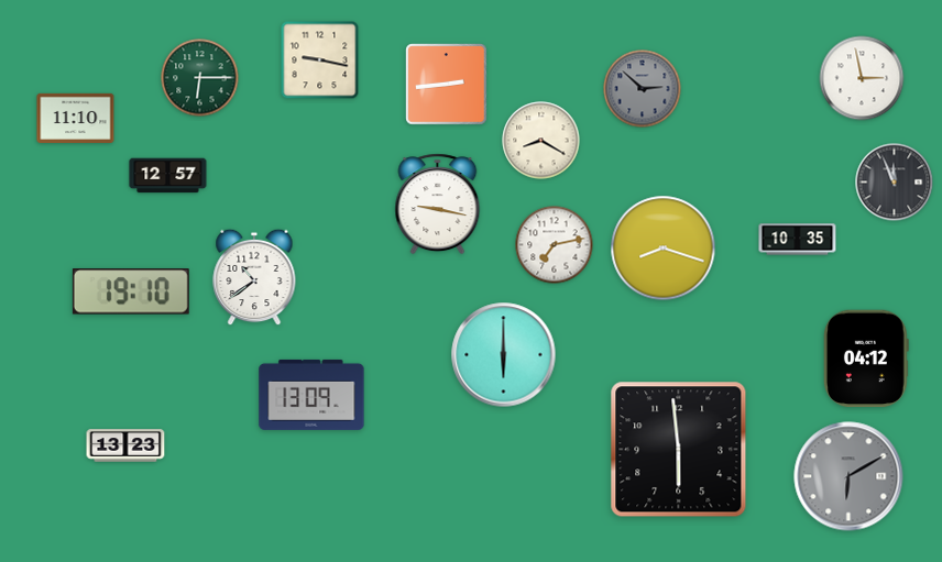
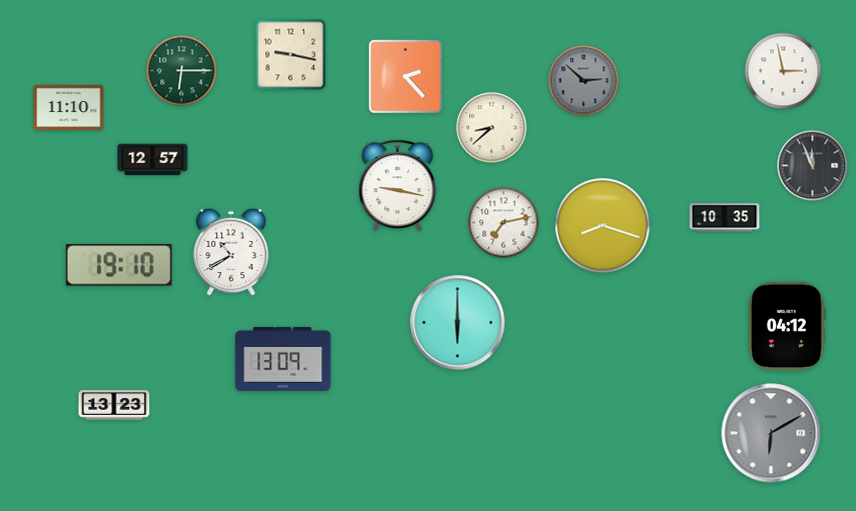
clock at (447, 85): 2:44 -> 2:23
clock at (541, 141): 8:20 -> 8:38
clock at (254, 277): 10:39 -> 10:40
clock at (679, 450): 5:59 -> none
